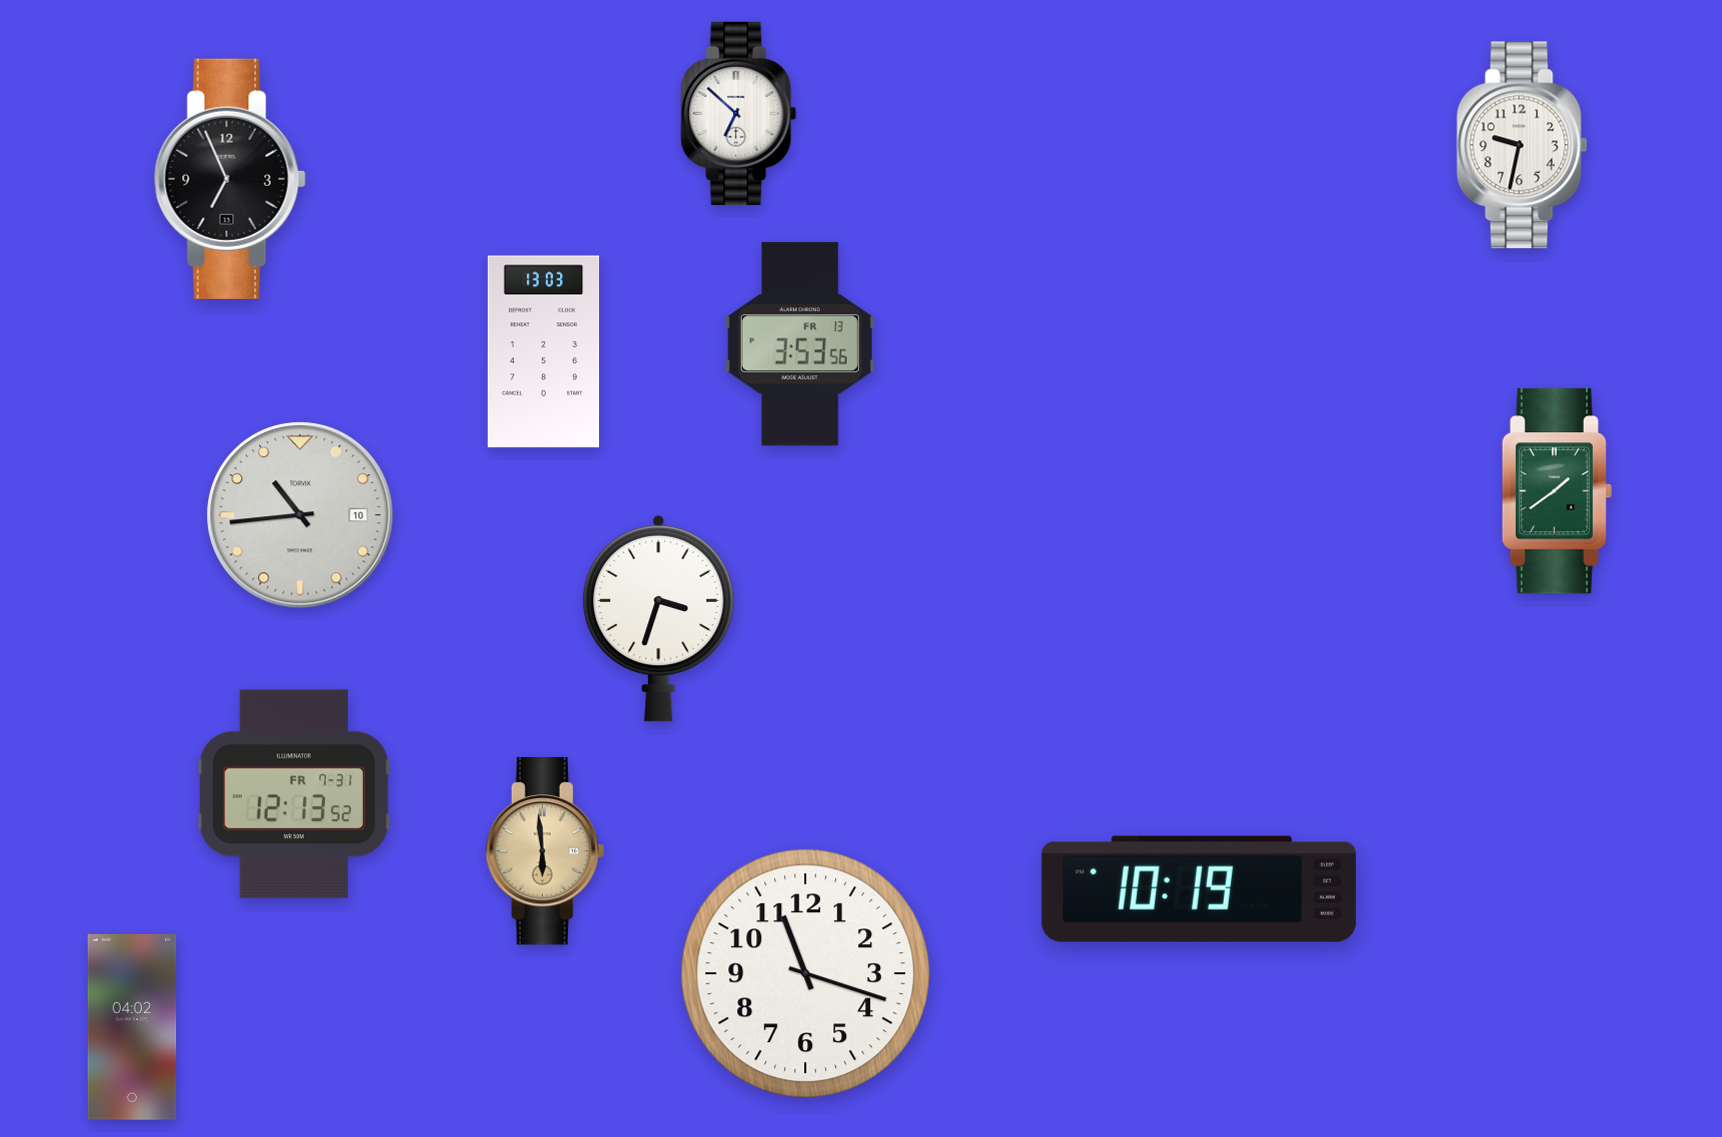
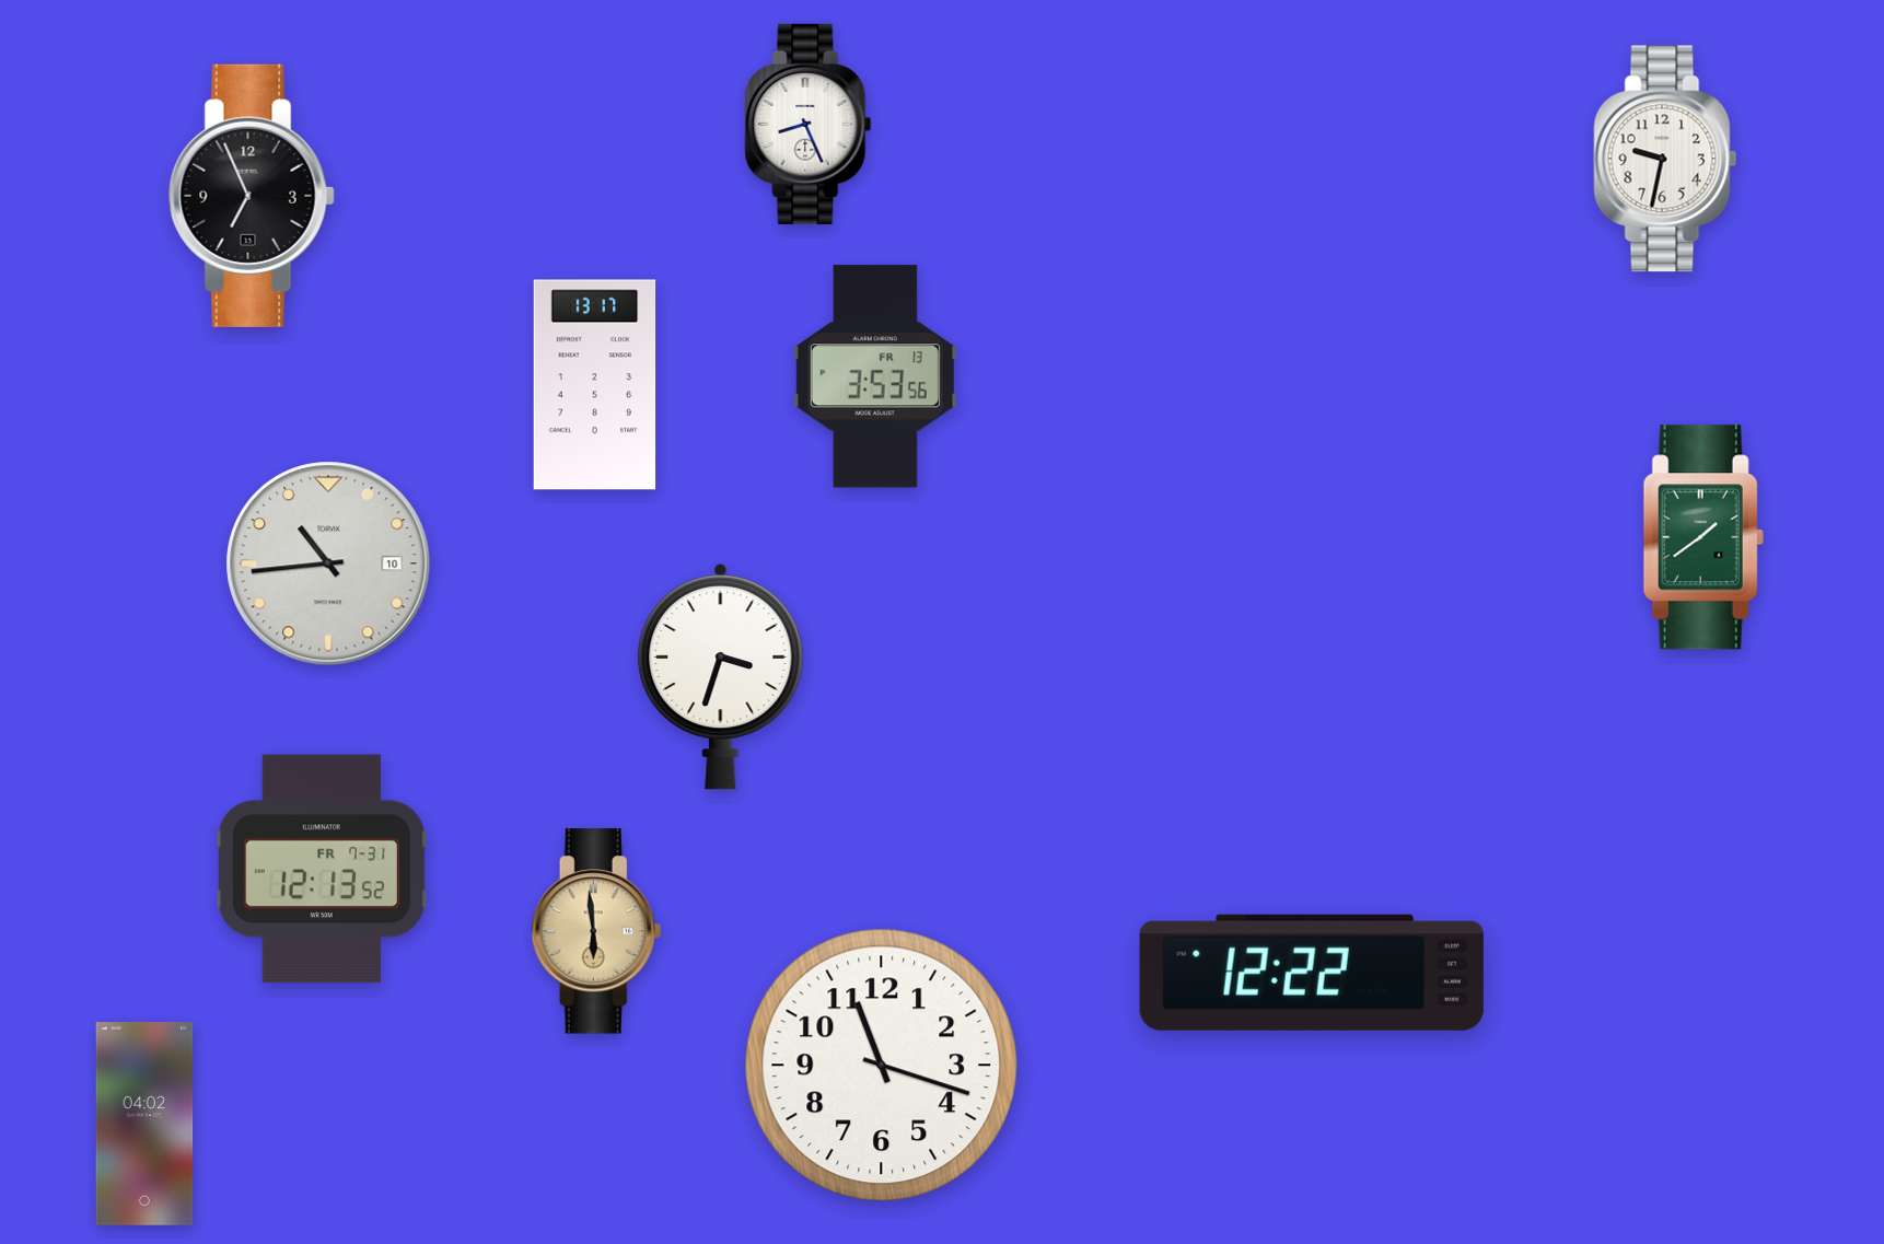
clock at (739, 113): 6:52 -> 8:26
clock at (544, 352): 13:03 -> 13:17
clock at (1199, 889): 10:19 -> 12:22
